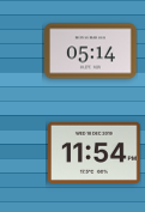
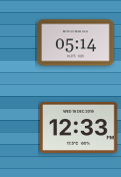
clock at (95, 152): 11:54 -> 12:33
